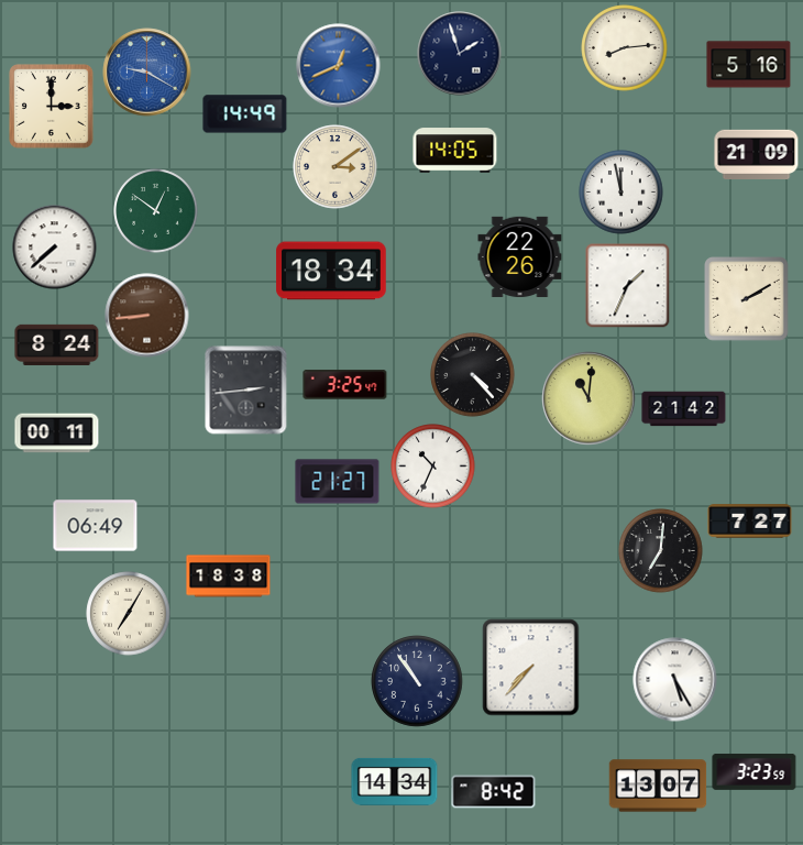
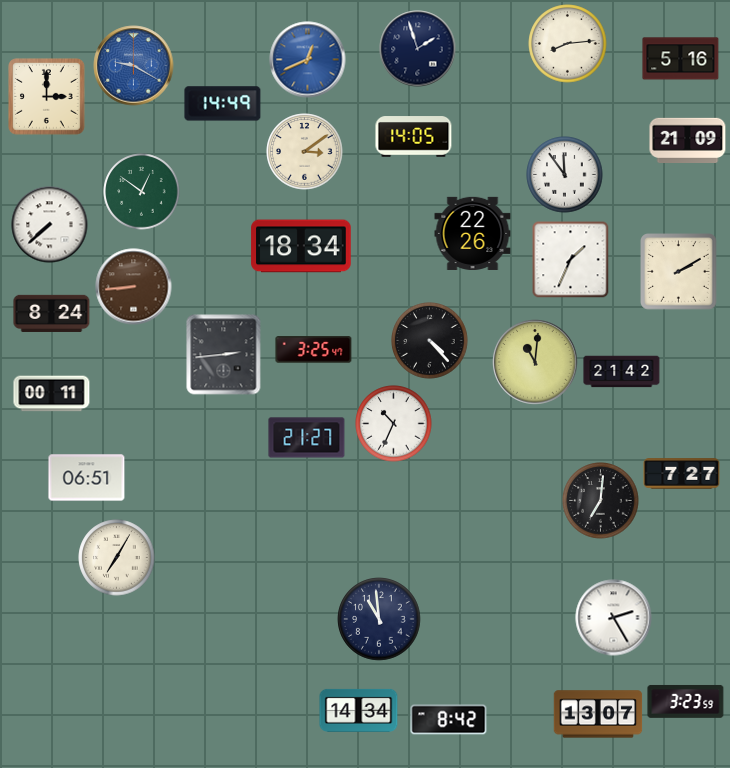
clock at (621, 193): 11:58 -> 11:54
clock at (96, 526): 06:49 -> 06:51
clock at (229, 577): 18:38 -> none
clock at (531, 668): 7:37 -> none
clock at (675, 680): 5:25 -> 2:25
clock at (417, 681): 10:54 -> 10:59
